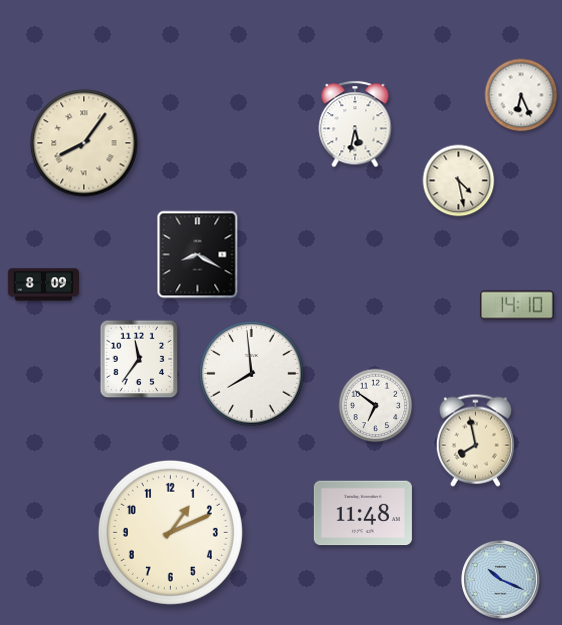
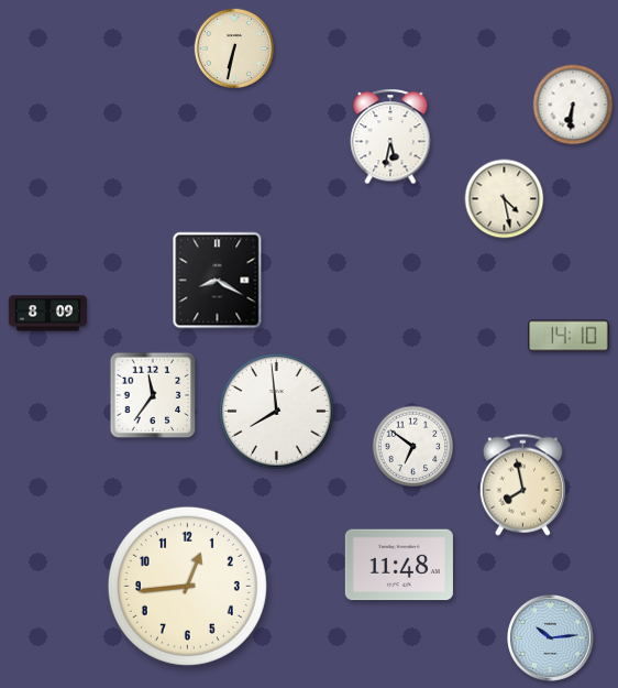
clock at (233, 47): none -> 6:32
clock at (521, 95): 6:26 -> 6:31
clock at (84, 143): 8:06 -> none
clock at (170, 532): 1:11 -> 12:44
clock at (501, 580): 10:19 -> 10:14
